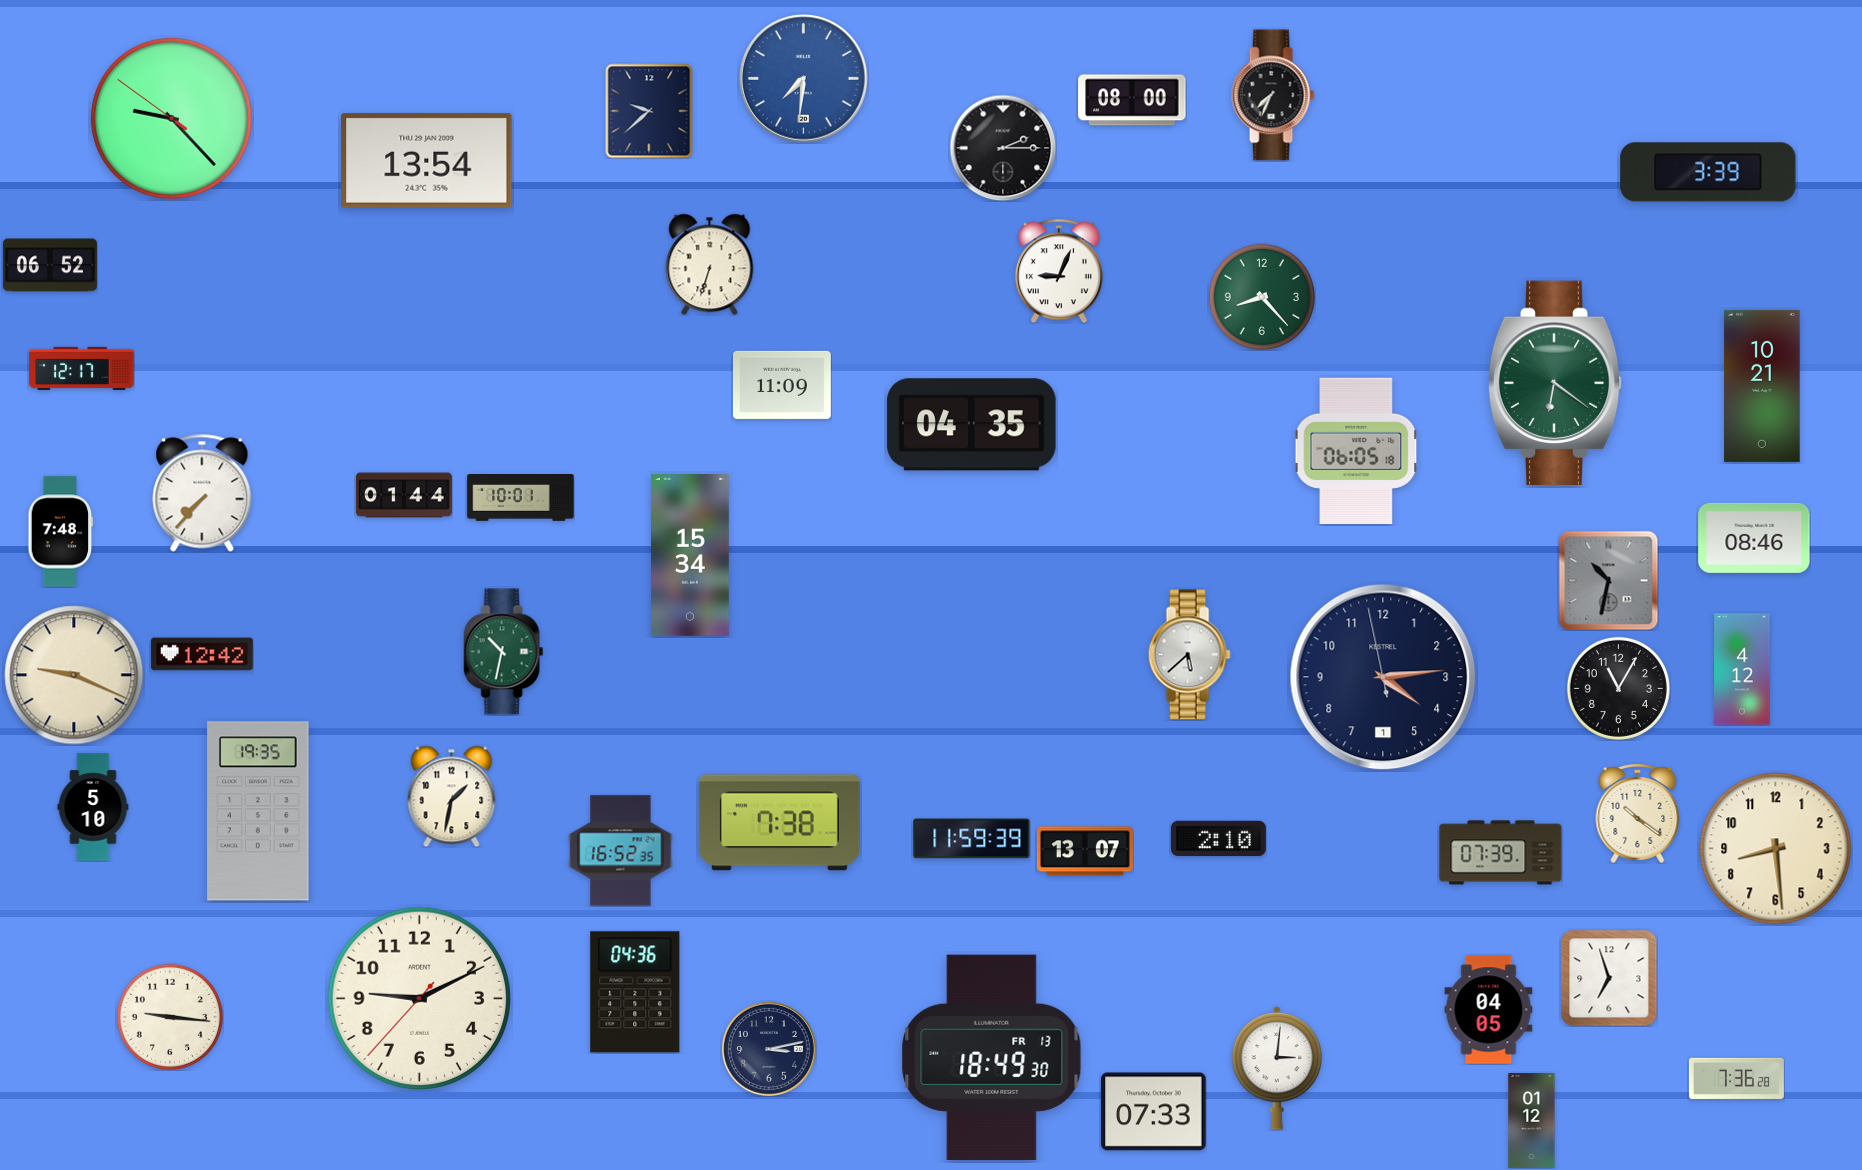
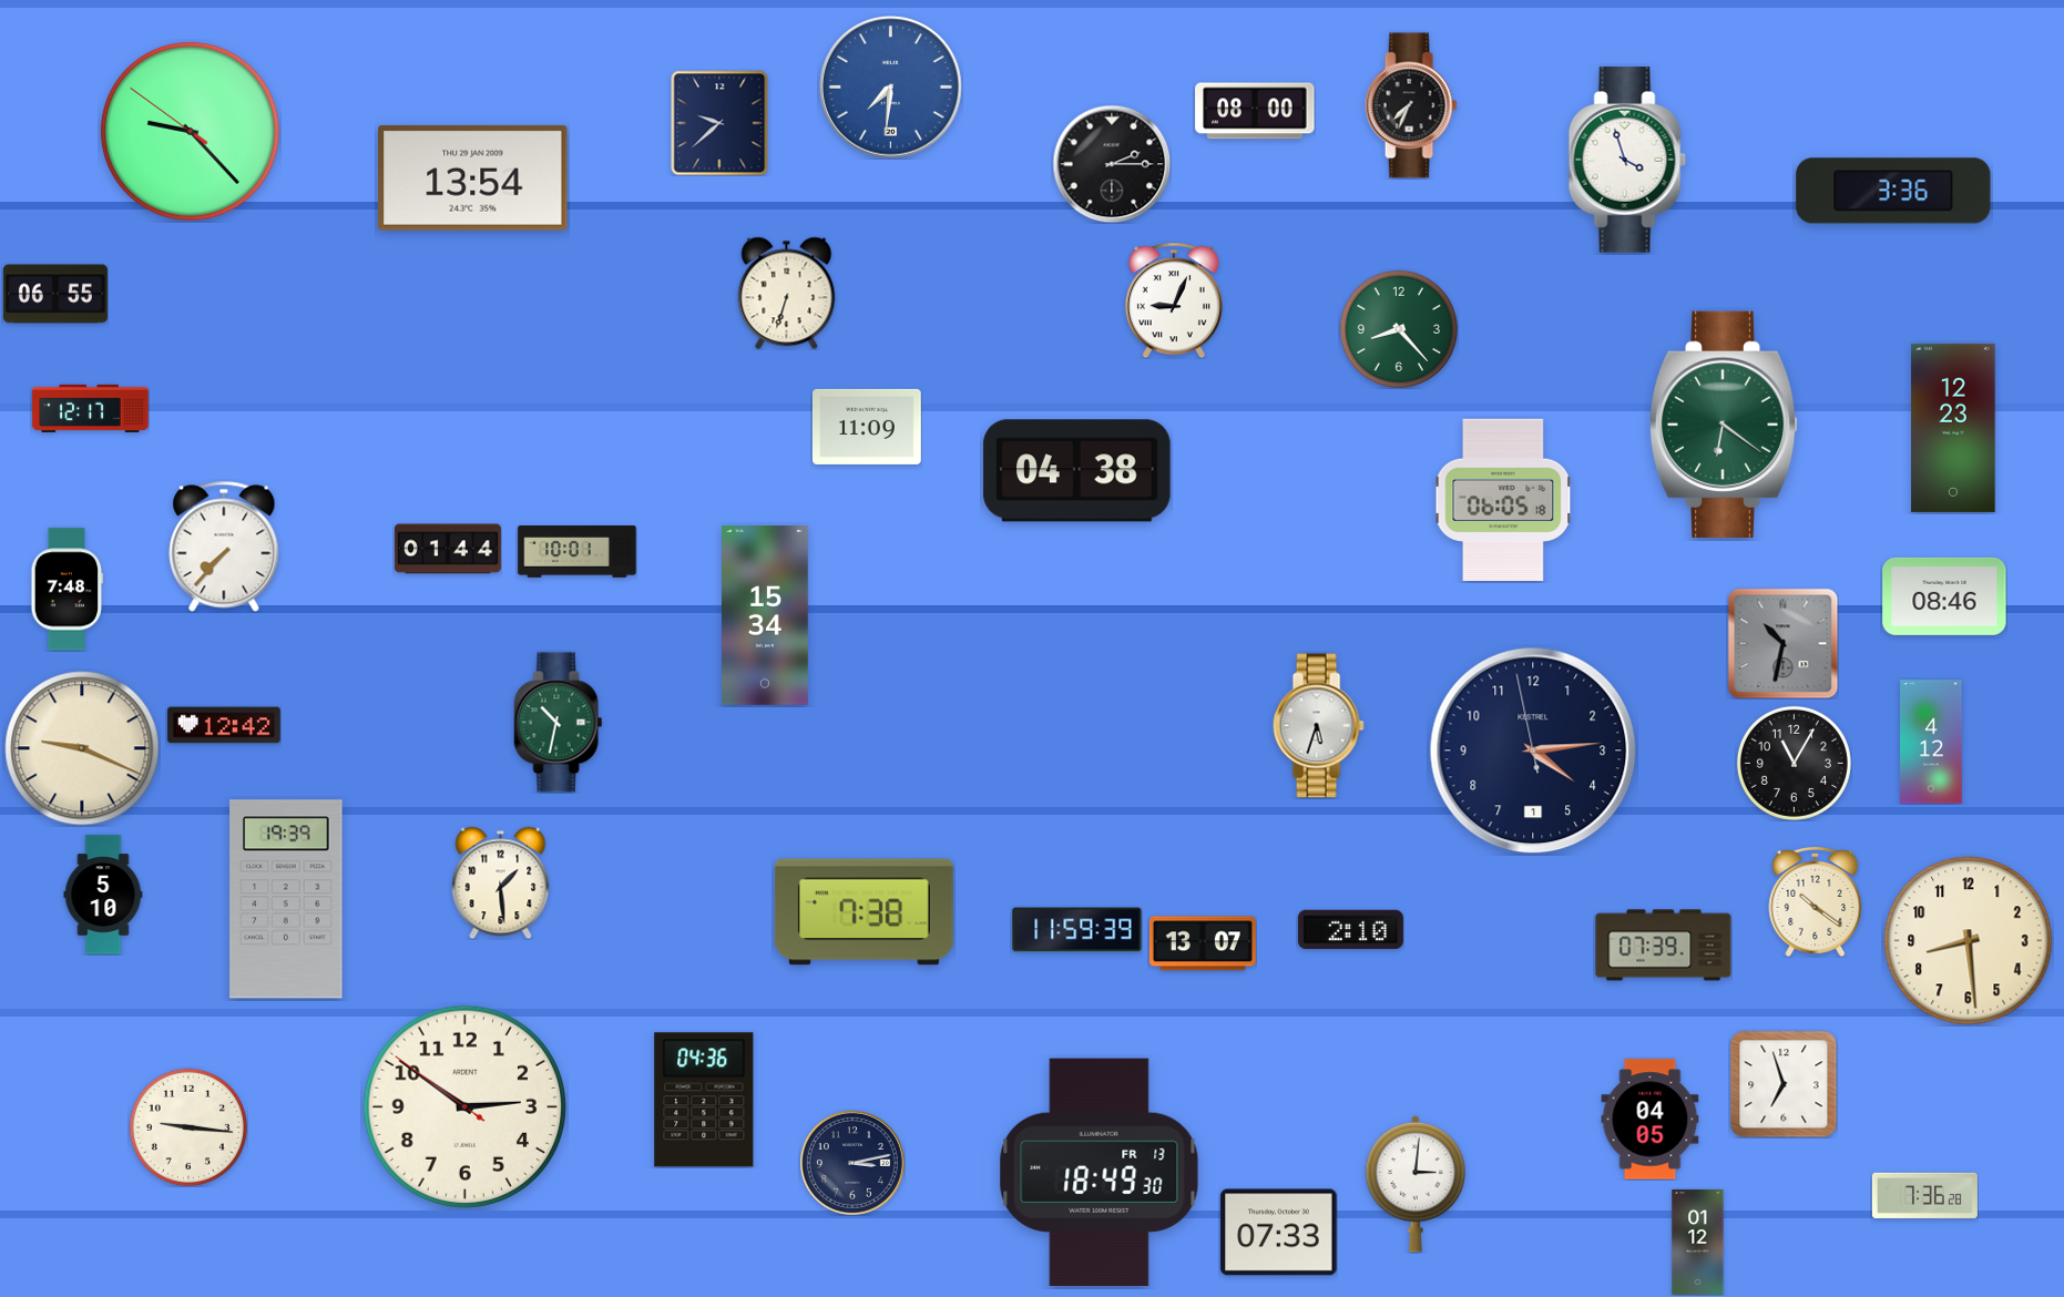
clock at (1627, 160): none -> 3:57
clock at (1708, 172): 3:39 -> 3:36
clock at (50, 265): 06:52 -> 06:55
clock at (1762, 386): 10:21 -> 12:23
clock at (972, 425): 04:35 -> 04:38
clock at (1189, 655): 5:38 -> 5:33
clock at (452, 796): 1:32 -> 1:29
clock at (258, 811): 19:35 -> 19:39
clock at (621, 851): 16:52 -> none
clock at (419, 998): 9:10 -> 2:50
